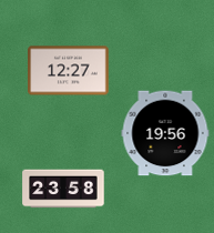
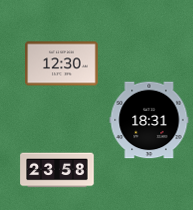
clock at (69, 71): 12:27 -> 12:30
clock at (165, 133): 19:56 -> 18:31
